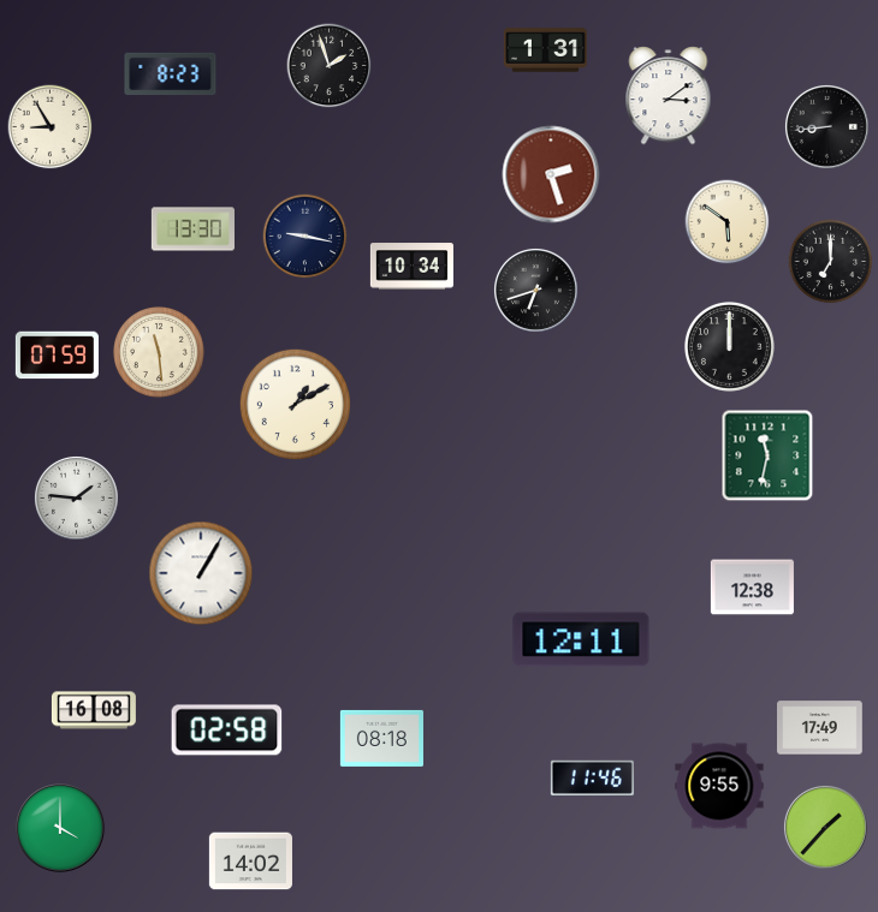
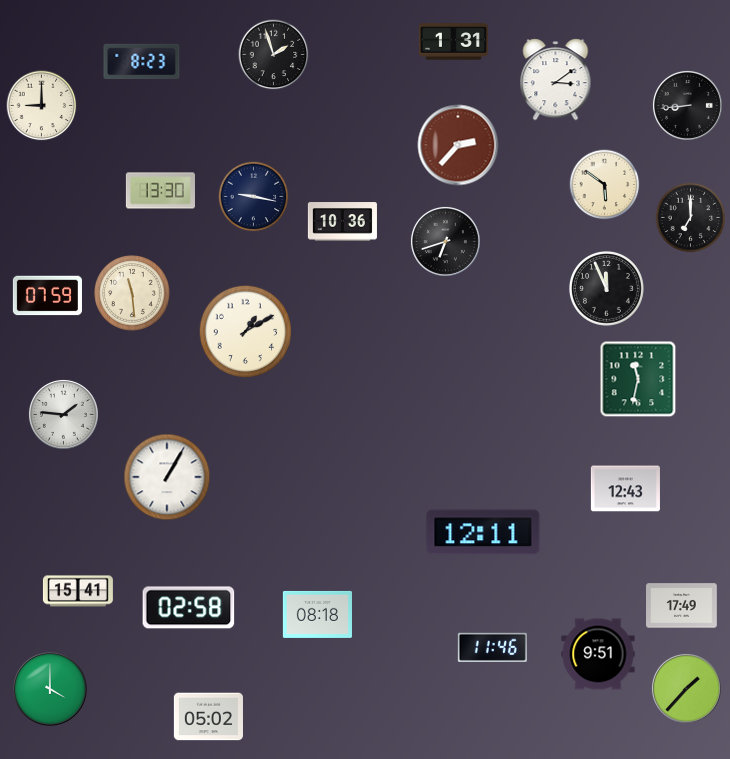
clock at (51, 127): 8:55 -> 9:00
clock at (551, 174): 2:27 -> 2:37
clock at (411, 267): 10:34 -> 10:36
clock at (729, 346): 12:00 -> 11:56
clock at (295, 404) position: (295, 404) -> (245, 331)
clock at (752, 588): 12:38 -> 12:43
clock at (94, 710): 16:08 -> 15:41
clock at (719, 786): 9:55 -> 9:51
clock at (250, 862): 14:02 -> 05:02
